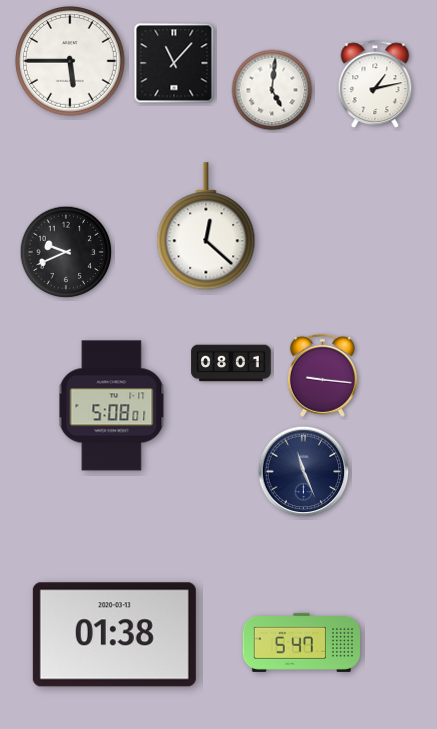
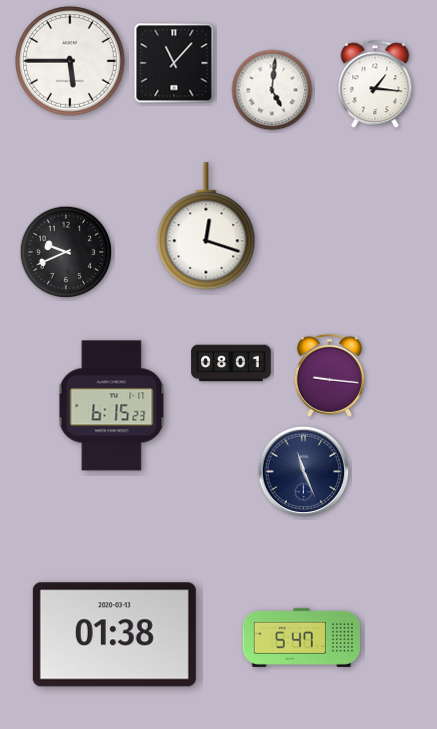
clock at (375, 85): 1:13 -> 1:16
clock at (206, 227): 12:22 -> 12:18
clock at (322, 375) position: (322, 375) -> (329, 375)
clock at (112, 406): 5:08 -> 6:15
clock at (301, 642) position: (301, 642) -> (301, 637)
